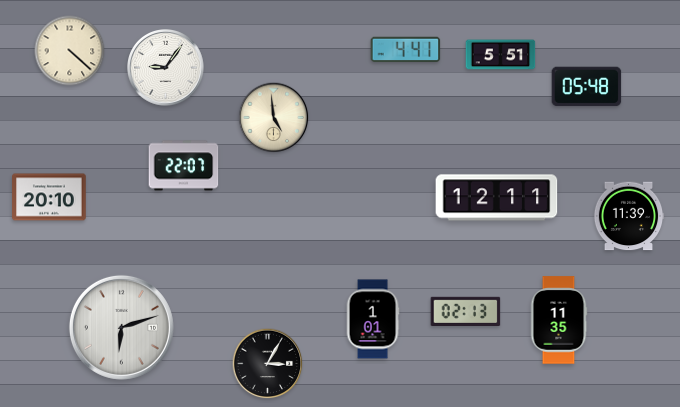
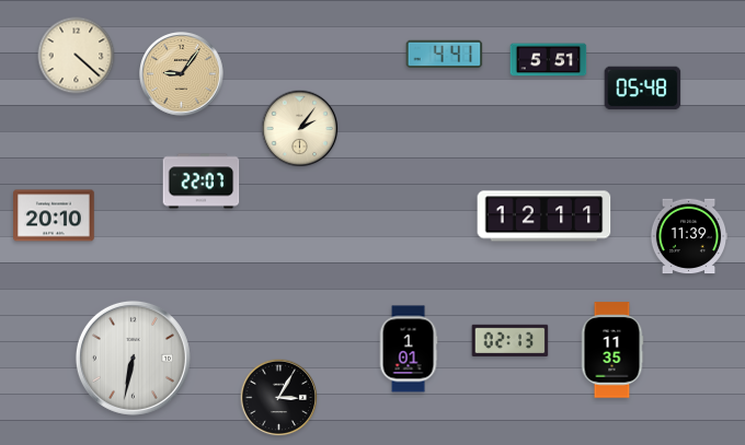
clock at (166, 68) dial: white -> champagne
clock at (587, 87) position: (587, 87) -> (643, 89)
clock at (274, 118): 4:59 -> 2:06
clock at (121, 327): 6:12 -> 6:32
clock at (268, 364) position: (268, 364) -> (279, 398)
